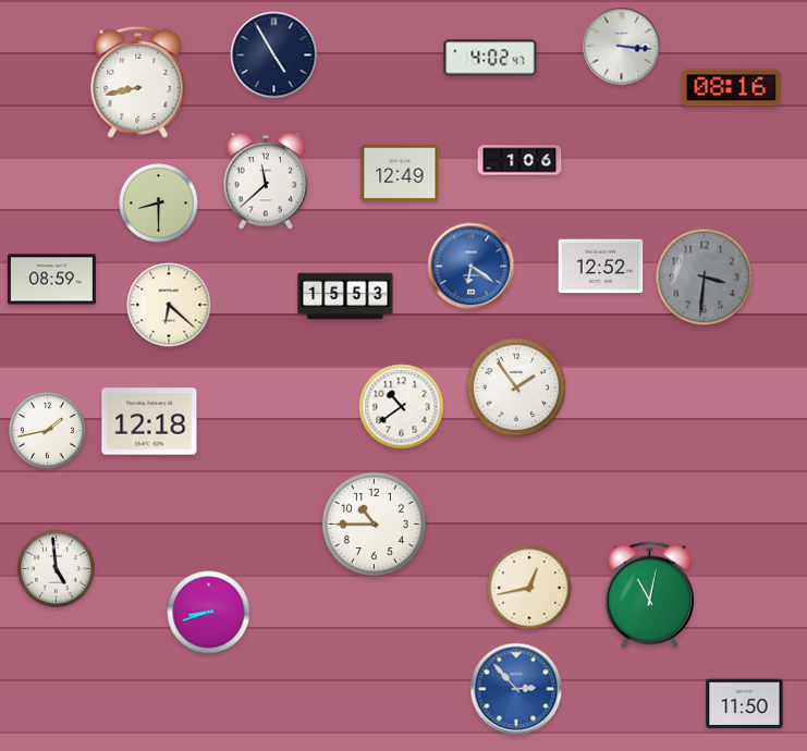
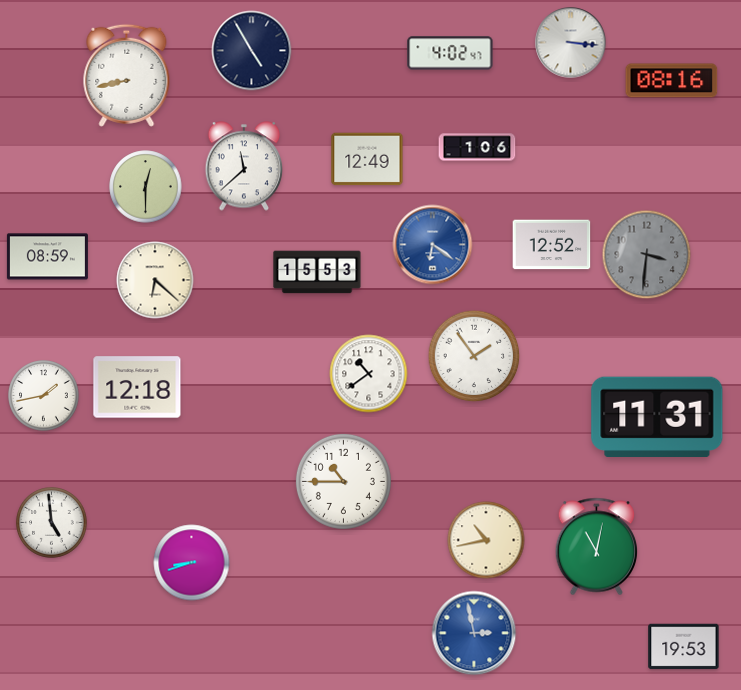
clock at (159, 204): 8:30 -> 12:30
clock at (657, 416): none -> 11:31
clock at (529, 588): 12:43 -> 10:43
clock at (516, 689): 2:53 -> 2:58
clock at (745, 704): 11:50 -> 19:53
